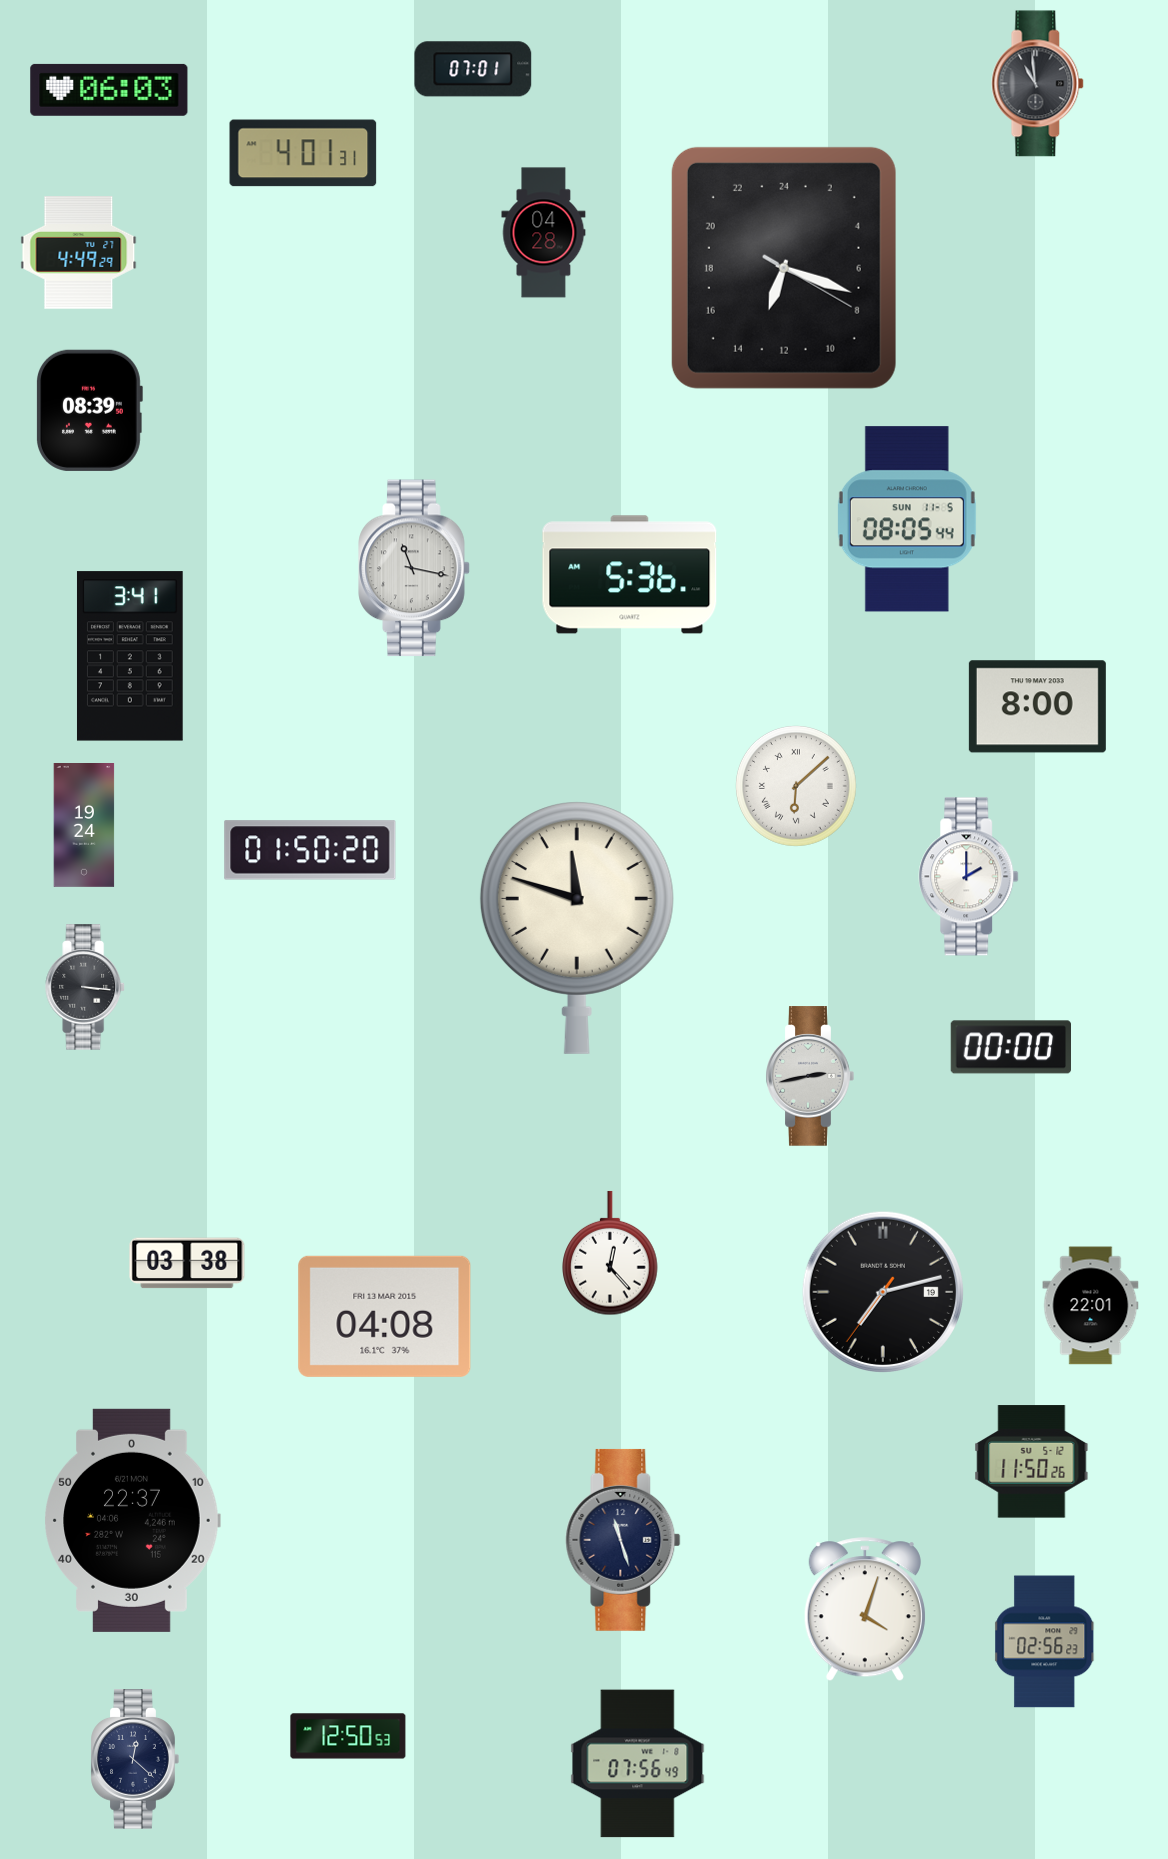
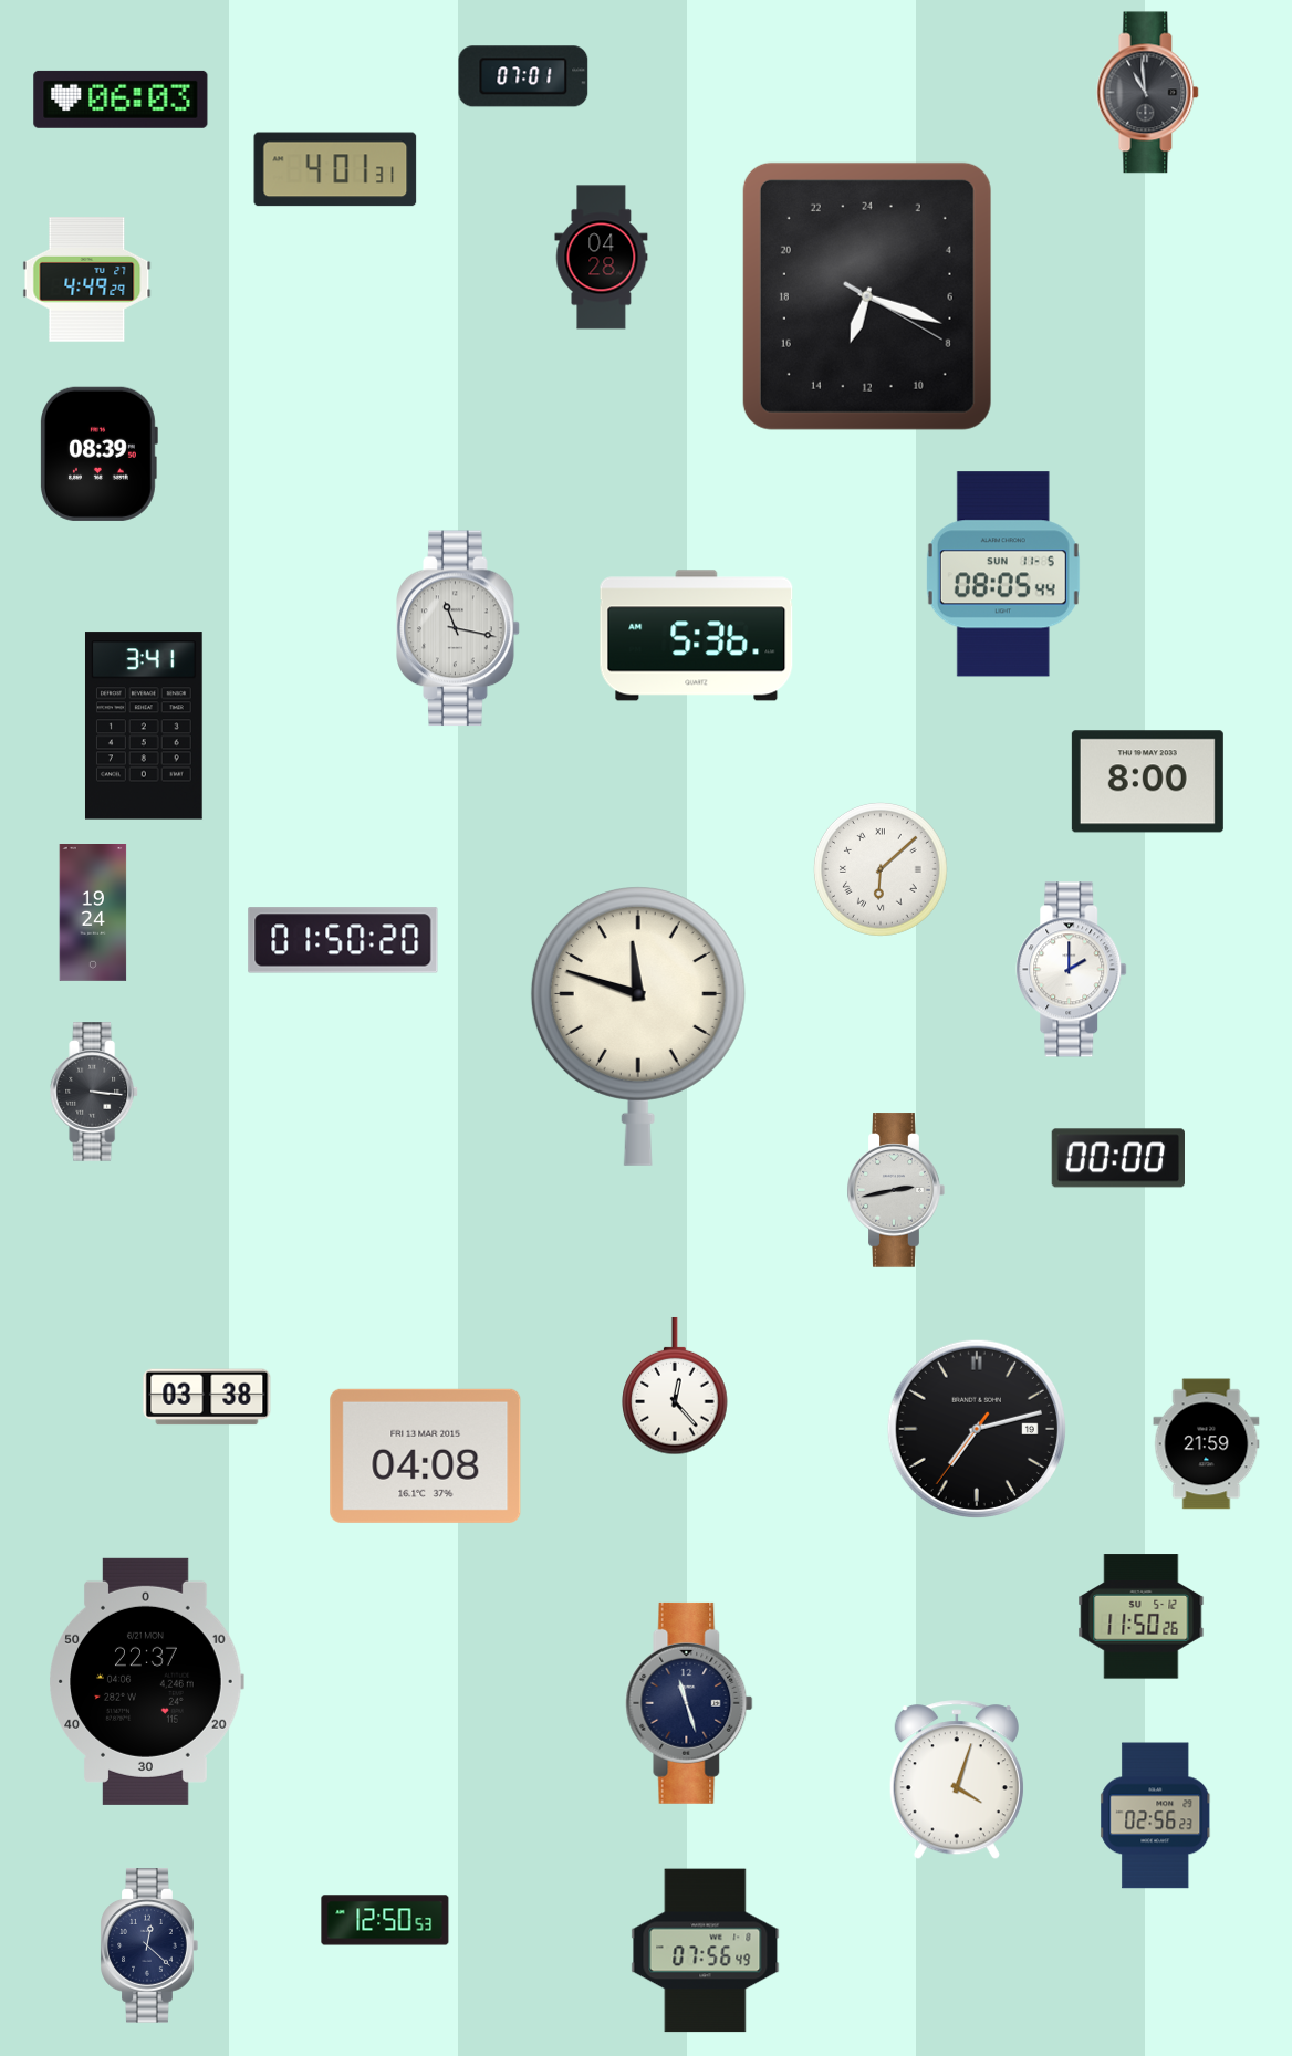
clock at (1091, 1306): 22:01 -> 21:59
